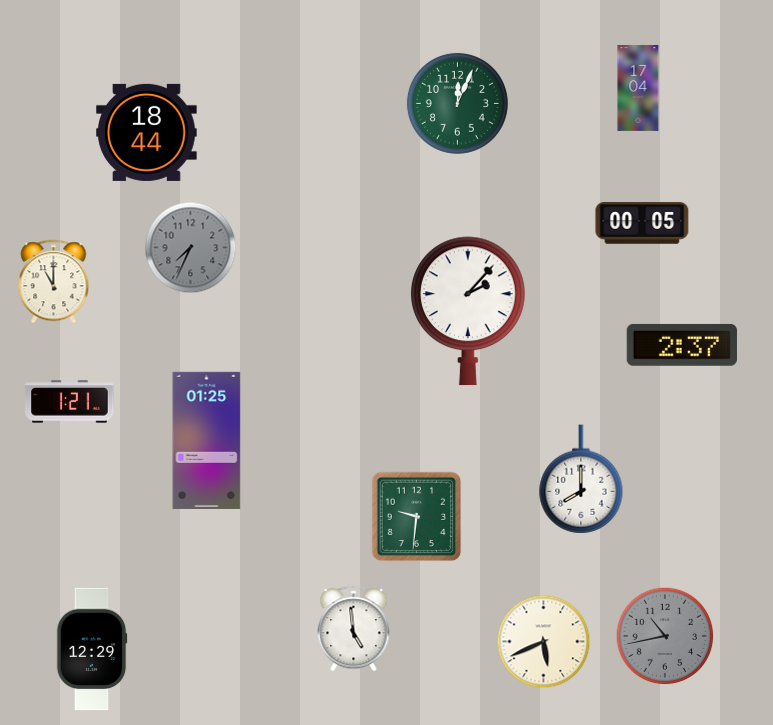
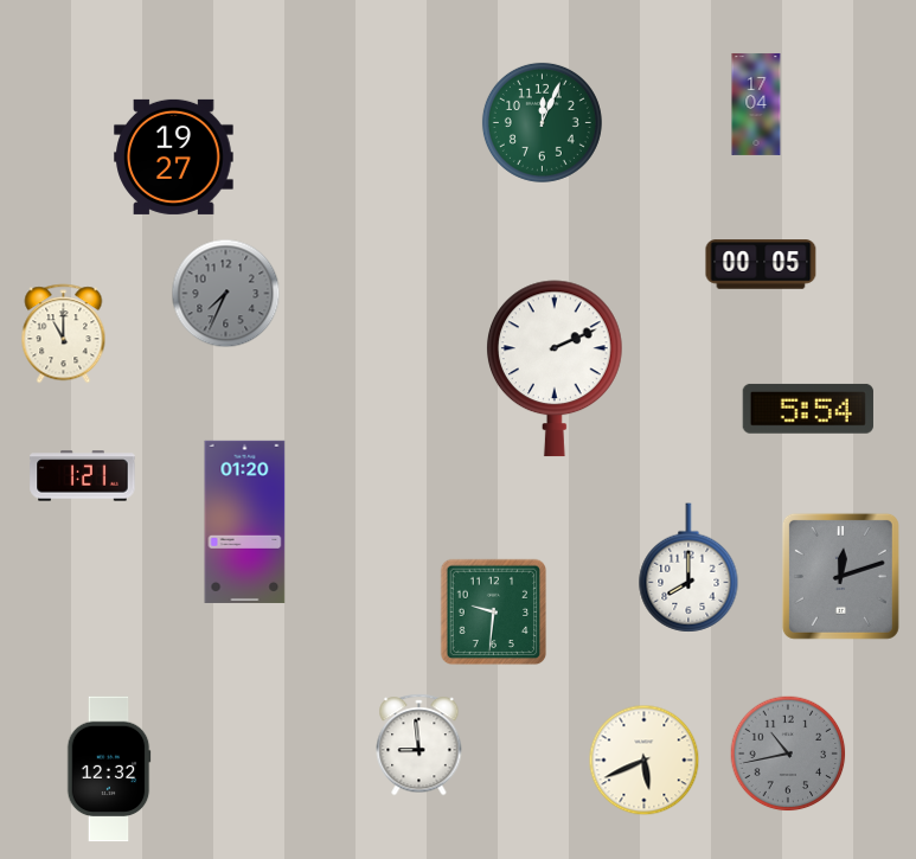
clock at (147, 132): 18:44 -> 19:27
clock at (468, 311): 2:07 -> 2:11
clock at (682, 345): 2:37 -> 5:54
clock at (207, 440): 01:25 -> 01:20
clock at (840, 576): none -> 12:12
clock at (354, 629): 4:59 -> 8:59
clock at (92, 649): 12:29 -> 12:32
